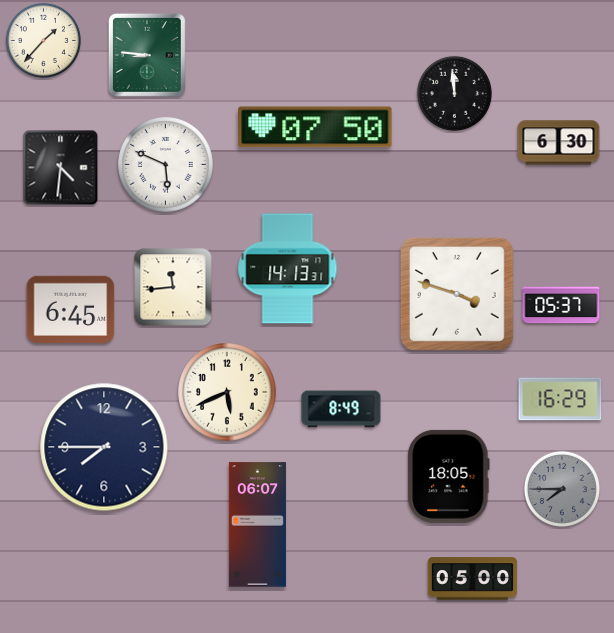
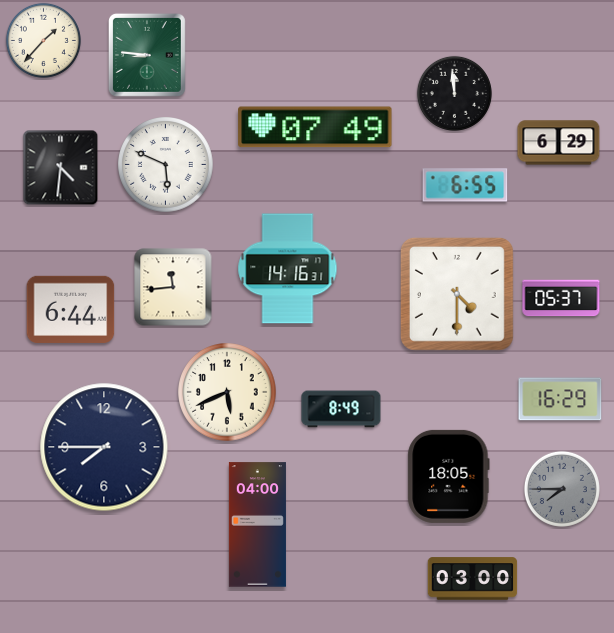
clock at (315, 127): 07:50 -> 07:49
clock at (559, 143): 6:30 -> 6:29
clock at (465, 185): none -> 6:55
clock at (288, 269): 14:13 -> 14:16
clock at (457, 294): 3:48 -> 4:30
clock at (561, 305) position: (561, 305) -> (561, 298)
clock at (71, 309): 6:45 -> 6:44
clock at (257, 525): 06:07 -> 04:00
clock at (473, 579): 05:00 -> 03:00
